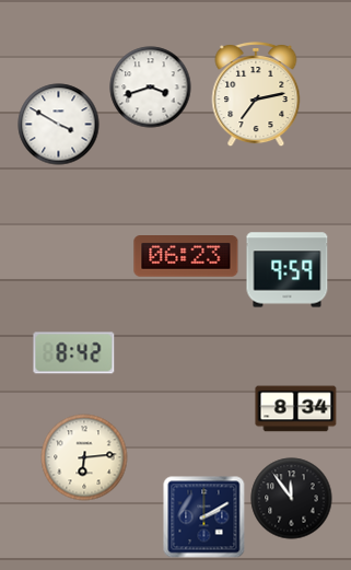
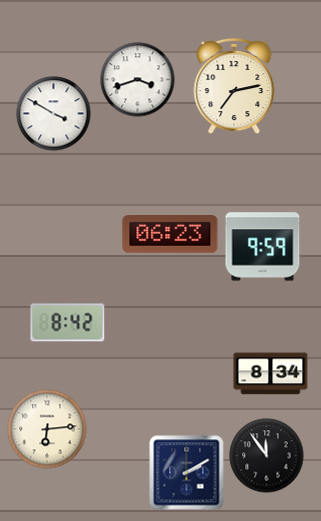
clock at (84, 457) position: (84, 457) -> (47, 429)
